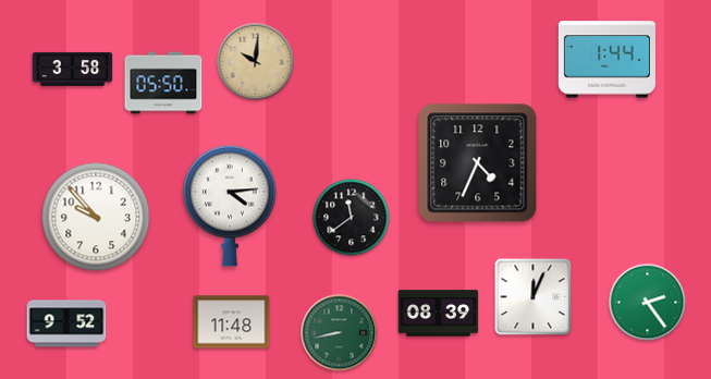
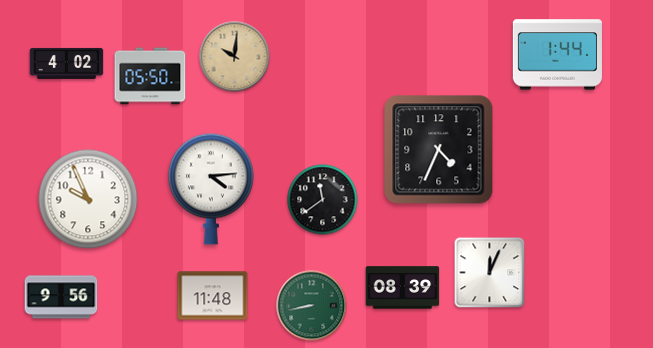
clock at (73, 69): 3:58 -> 4:02
clock at (96, 217): 9:53 -> 9:56
clock at (648, 303): 2:24 -> none
clock at (66, 323): 9:52 -> 9:56
